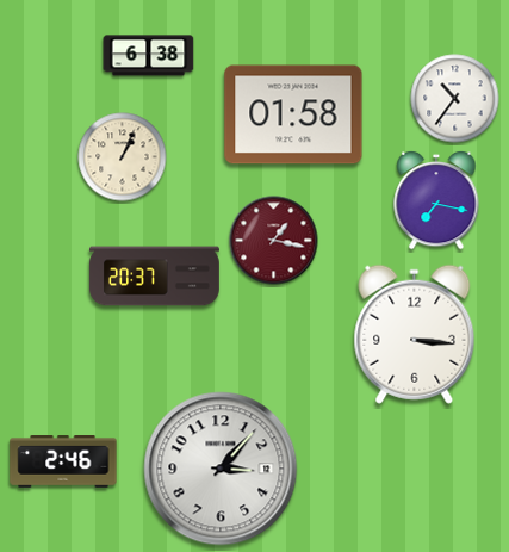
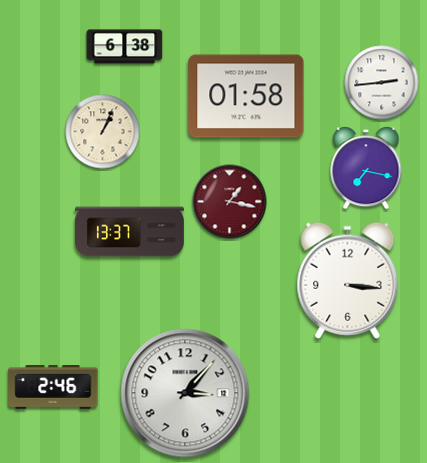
clock at (455, 99): 10:36 -> 2:44
clock at (155, 277): 20:37 -> 13:37
